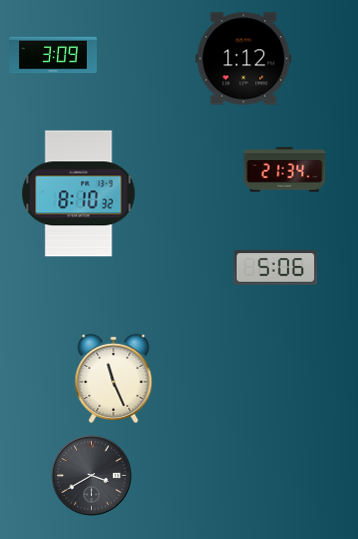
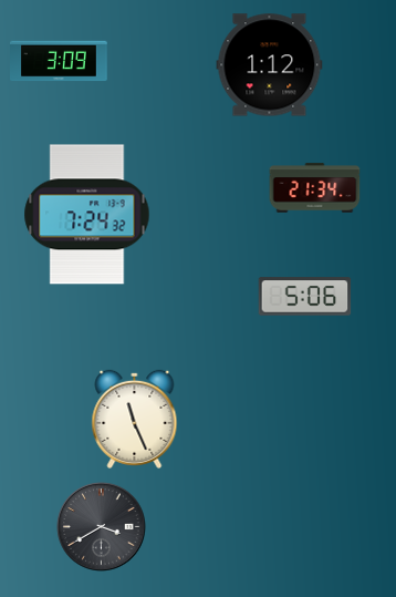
clock at (79, 194): 8:10 -> 7:24
clock at (114, 378) position: (114, 378) -> (135, 419)
